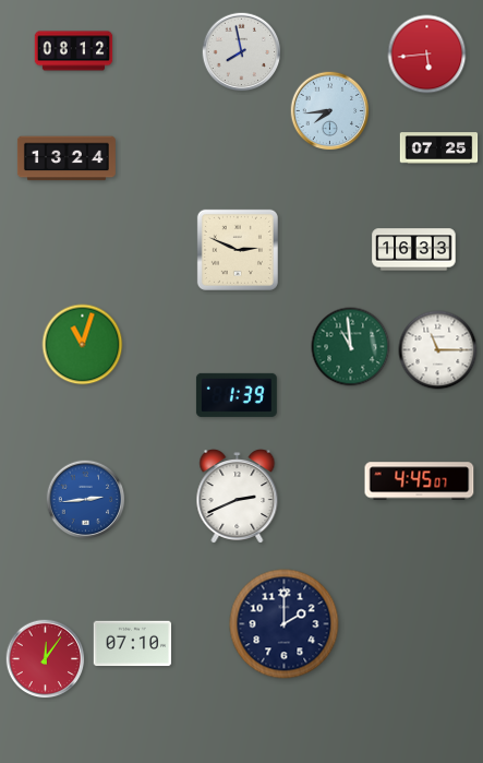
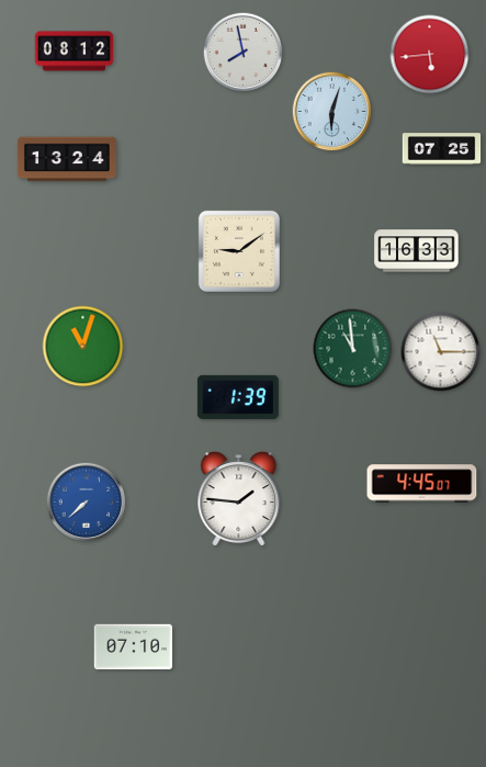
clock at (330, 111): 7:44 -> 6:03
clock at (238, 250): 2:49 -> 9:09
clock at (238, 497): 2:41 -> 1:46
clock at (86, 500): 2:44 -> 7:38
clock at (285, 624): 2:00 -> none
clock at (46, 659): 12:06 -> none
